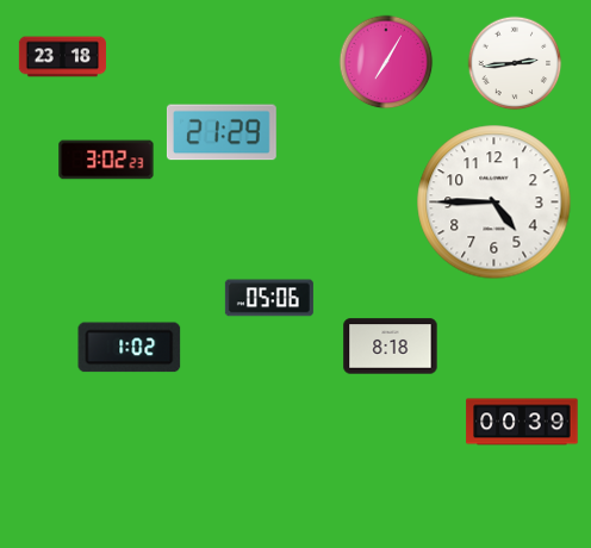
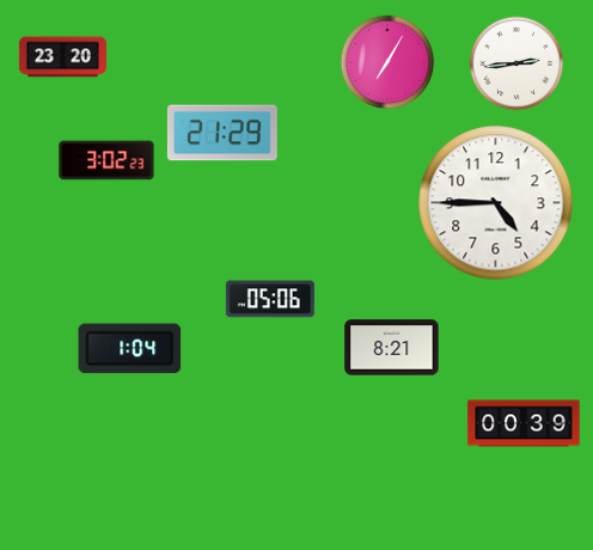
clock at (62, 57): 23:18 -> 23:20
clock at (391, 347): 8:18 -> 8:21
clock at (130, 348): 1:02 -> 1:04
